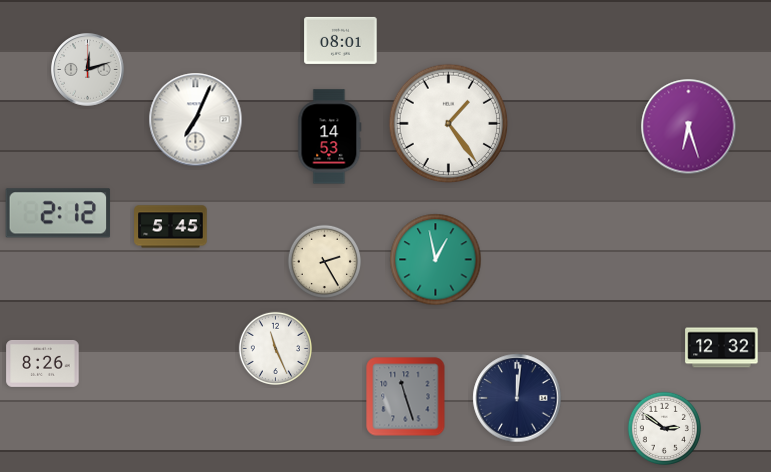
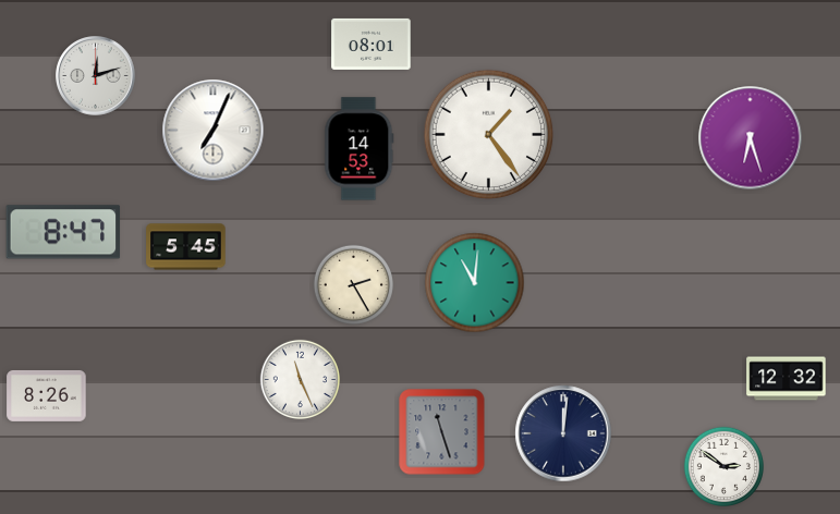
clock at (58, 213): 2:12 -> 8:47
clock at (436, 260): 12:58 -> 11:01
